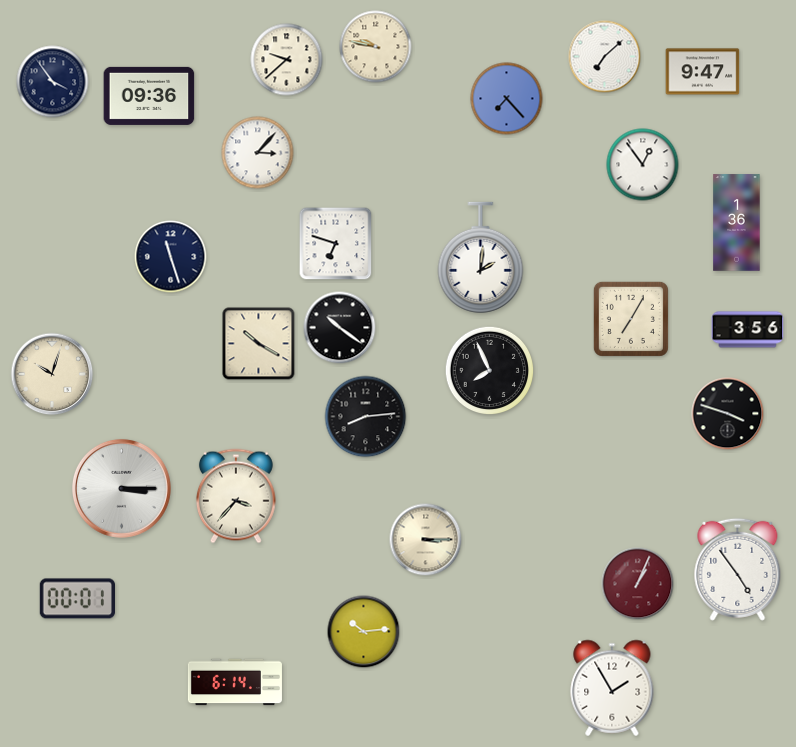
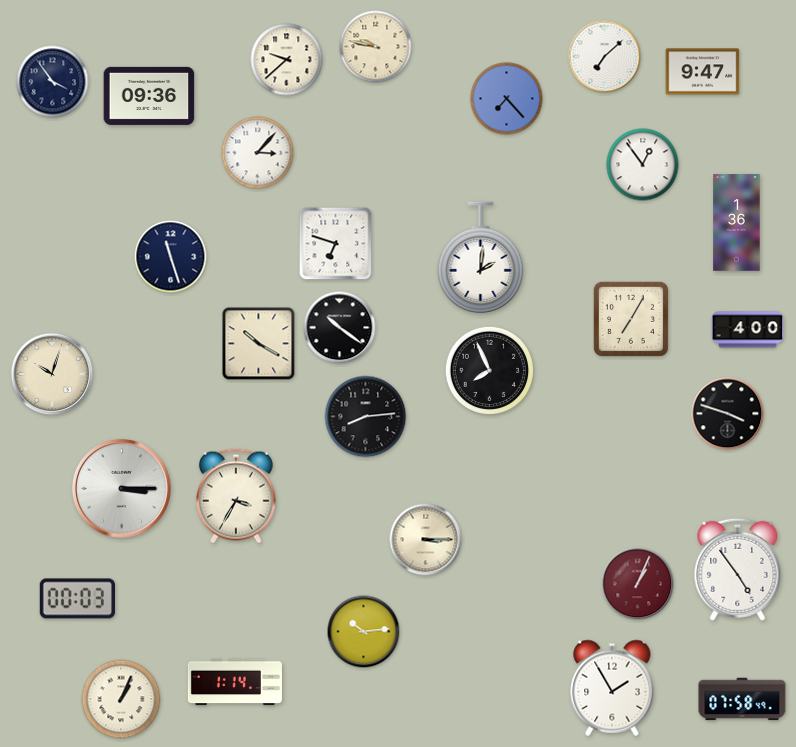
clock at (748, 330): 3:56 -> 4:00
clock at (236, 496): 3:37 -> 3:35
clock at (77, 599): 00:01 -> 00:03
clock at (235, 682): 6:14 -> 1:14
clock at (121, 699): none -> 1:04
clock at (742, 699): none -> 07:58
